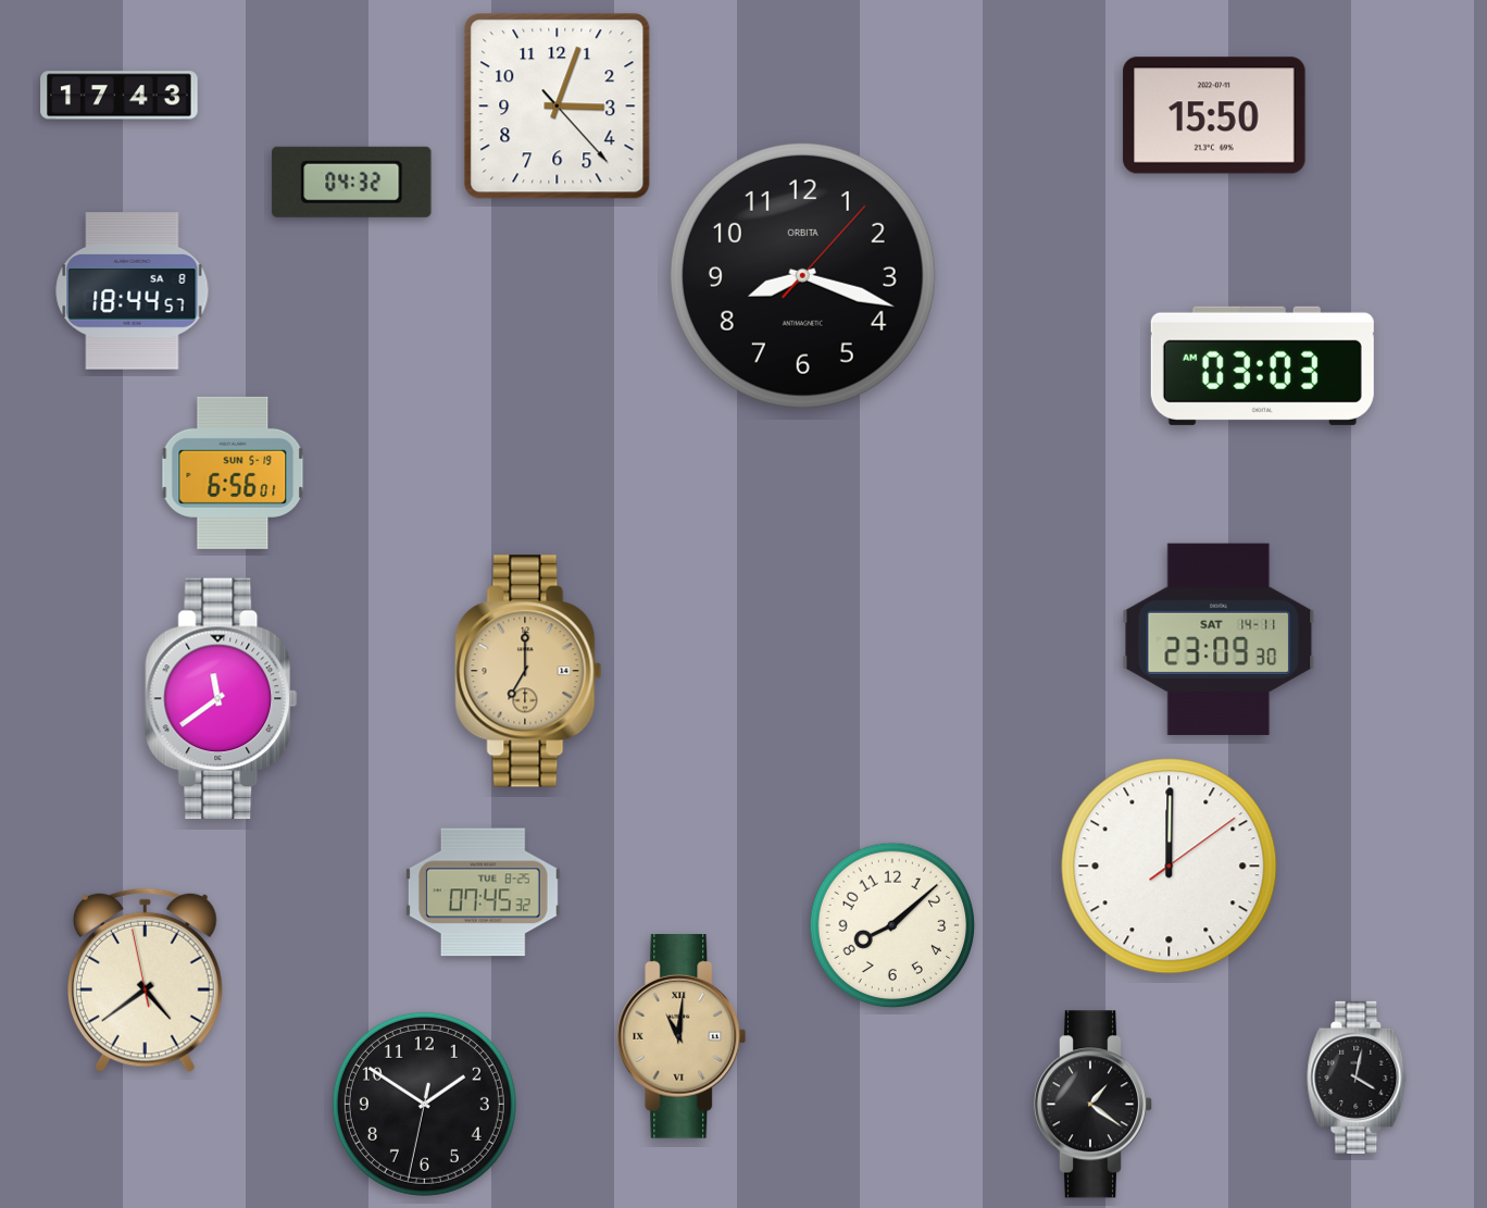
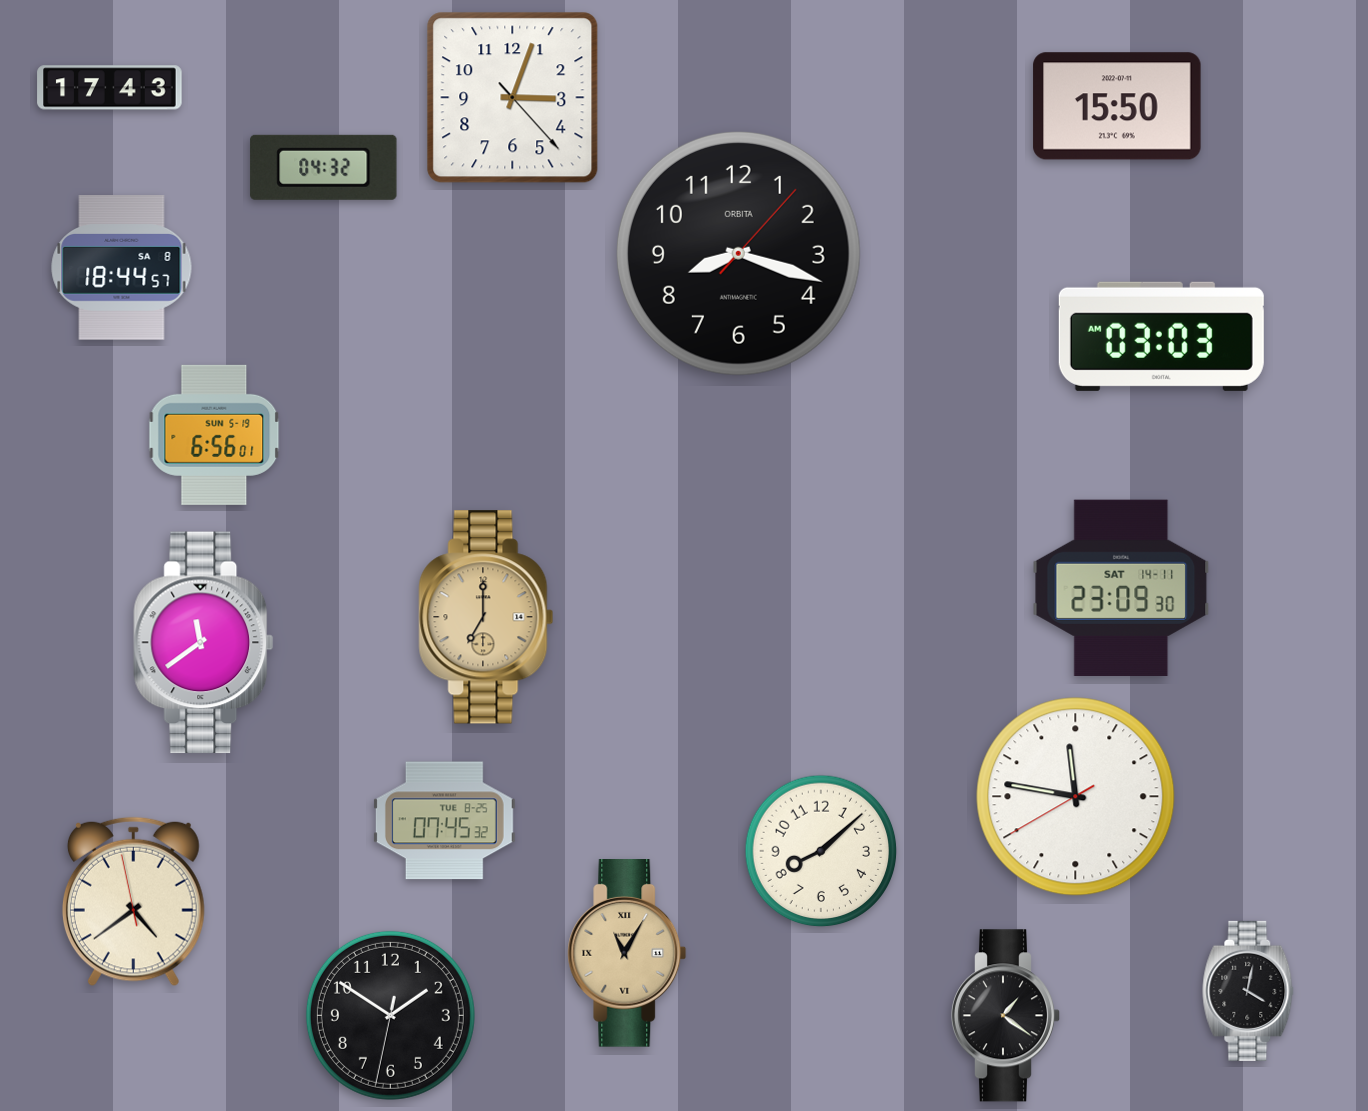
clock at (1170, 867): 12:00 -> 11:46
clock at (682, 1037): 11:01 -> 11:05
